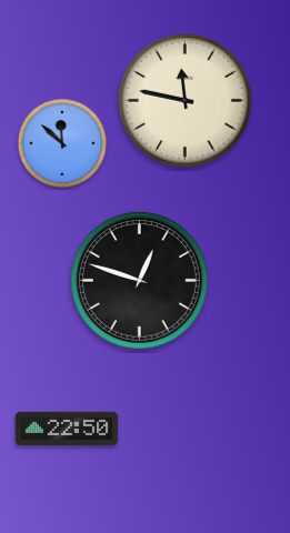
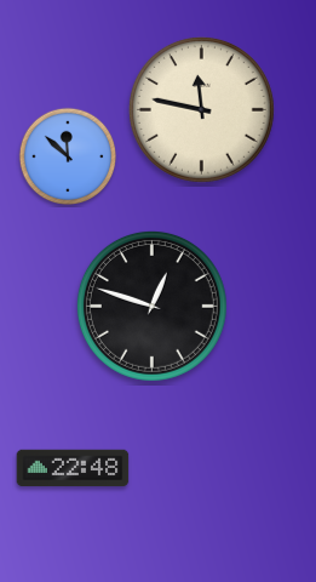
clock at (67, 429): 22:50 -> 22:48
